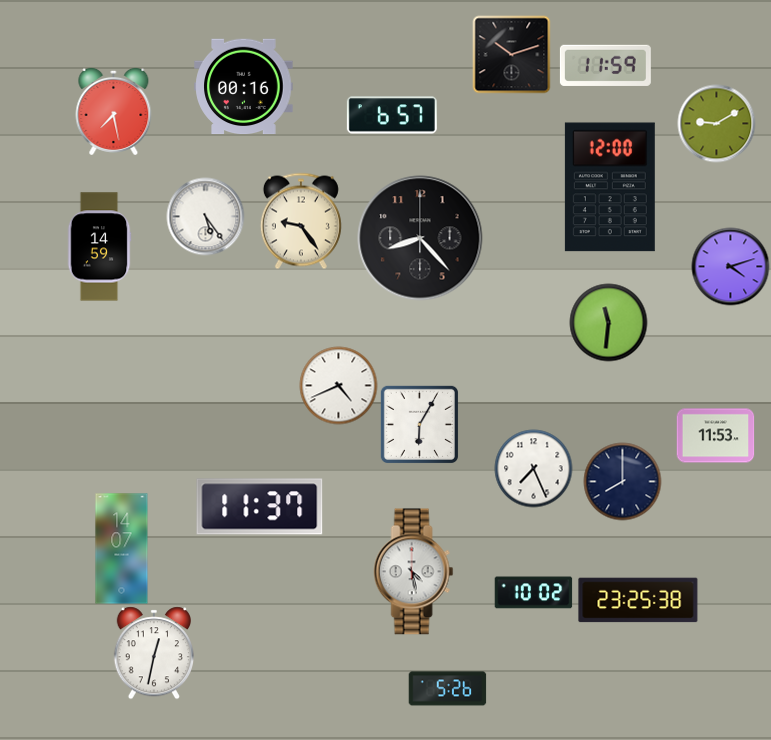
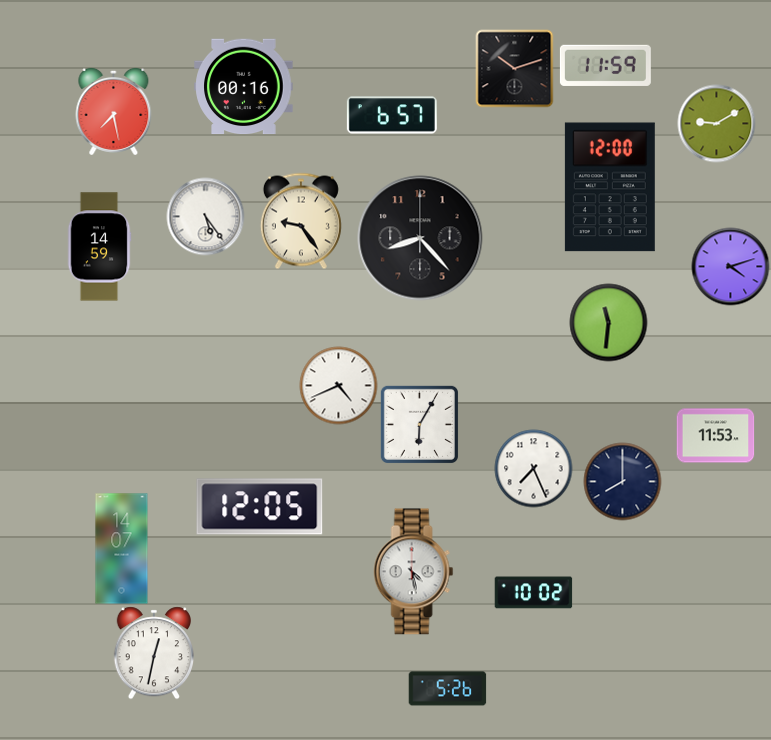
clock at (511, 54) position: (511, 54) -> (514, 68)
clock at (260, 507): 11:37 -> 12:05
clock at (638, 600): 23:25 -> none
